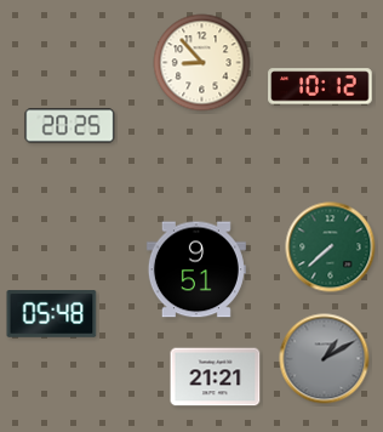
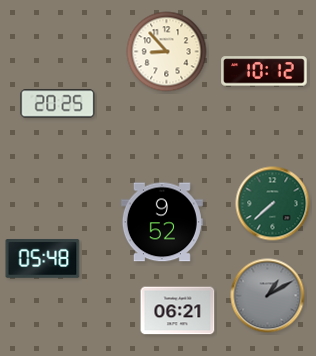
clock at (196, 269): 9:51 -> 9:52
clock at (216, 377): 21:21 -> 06:21
